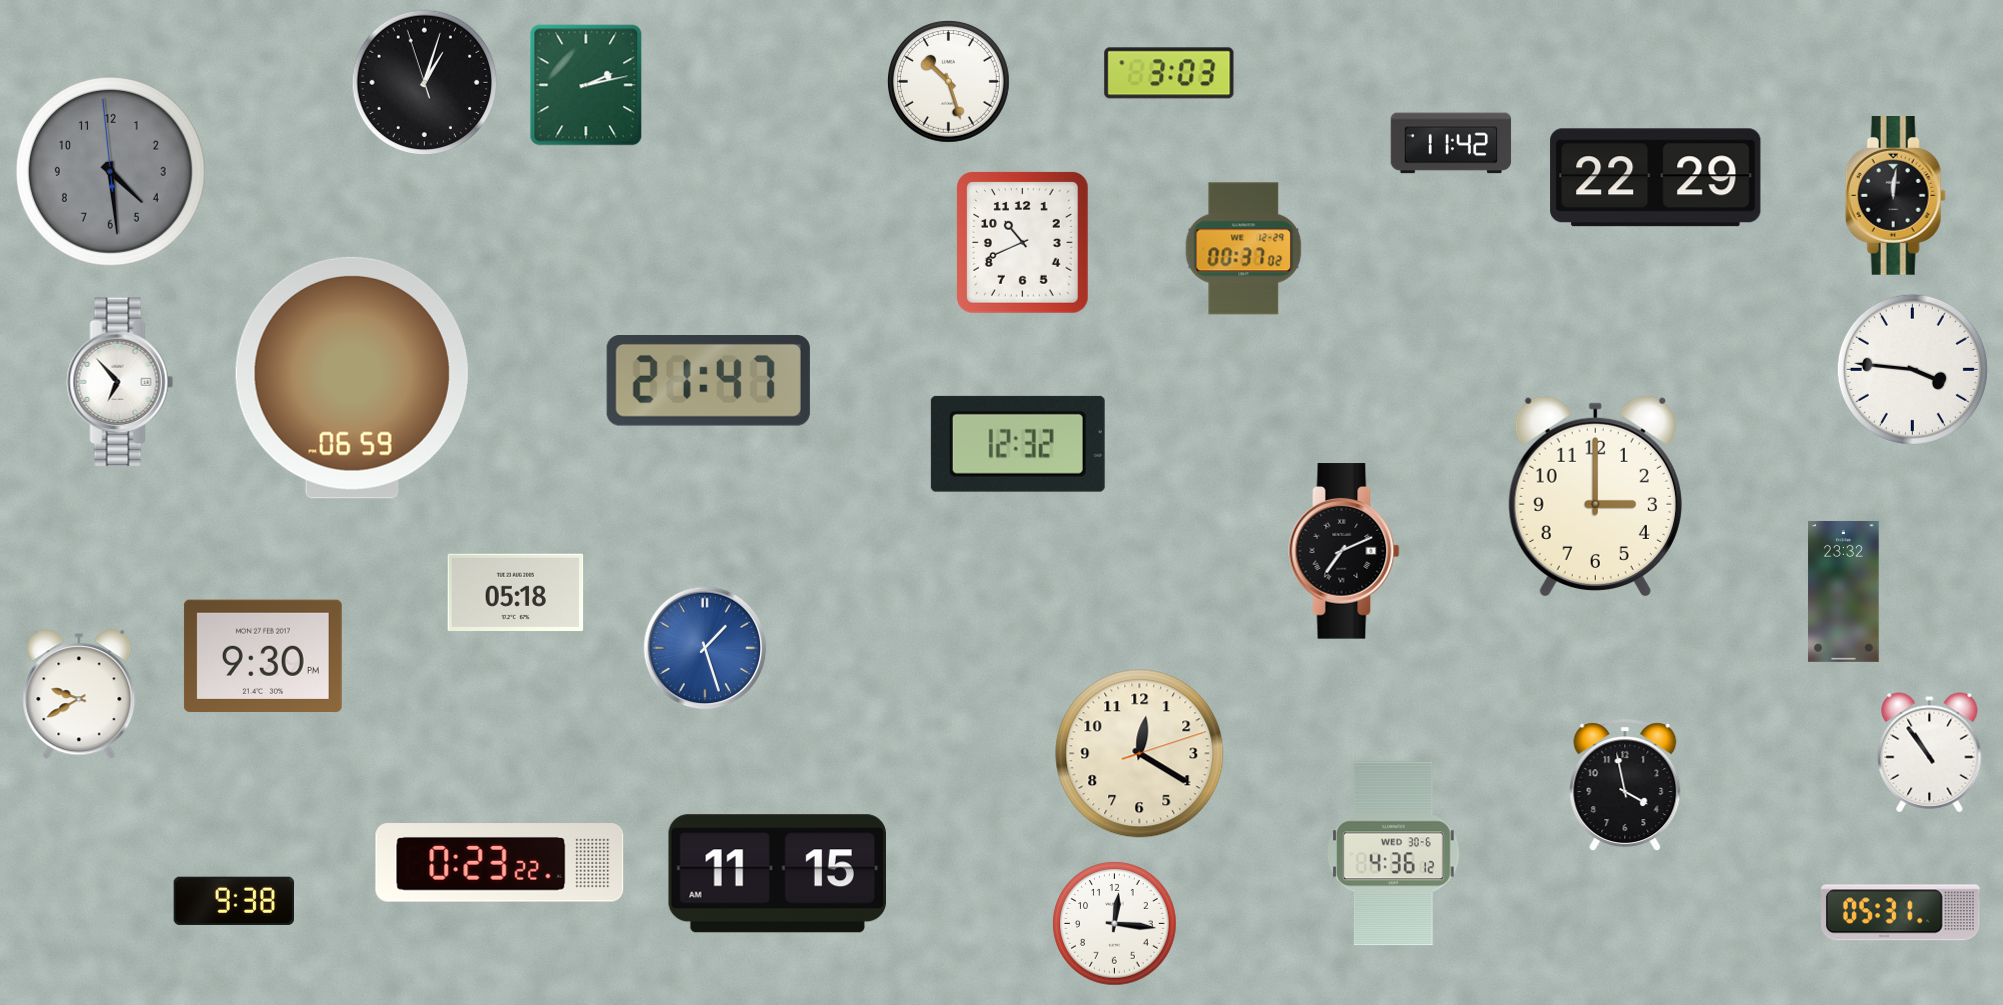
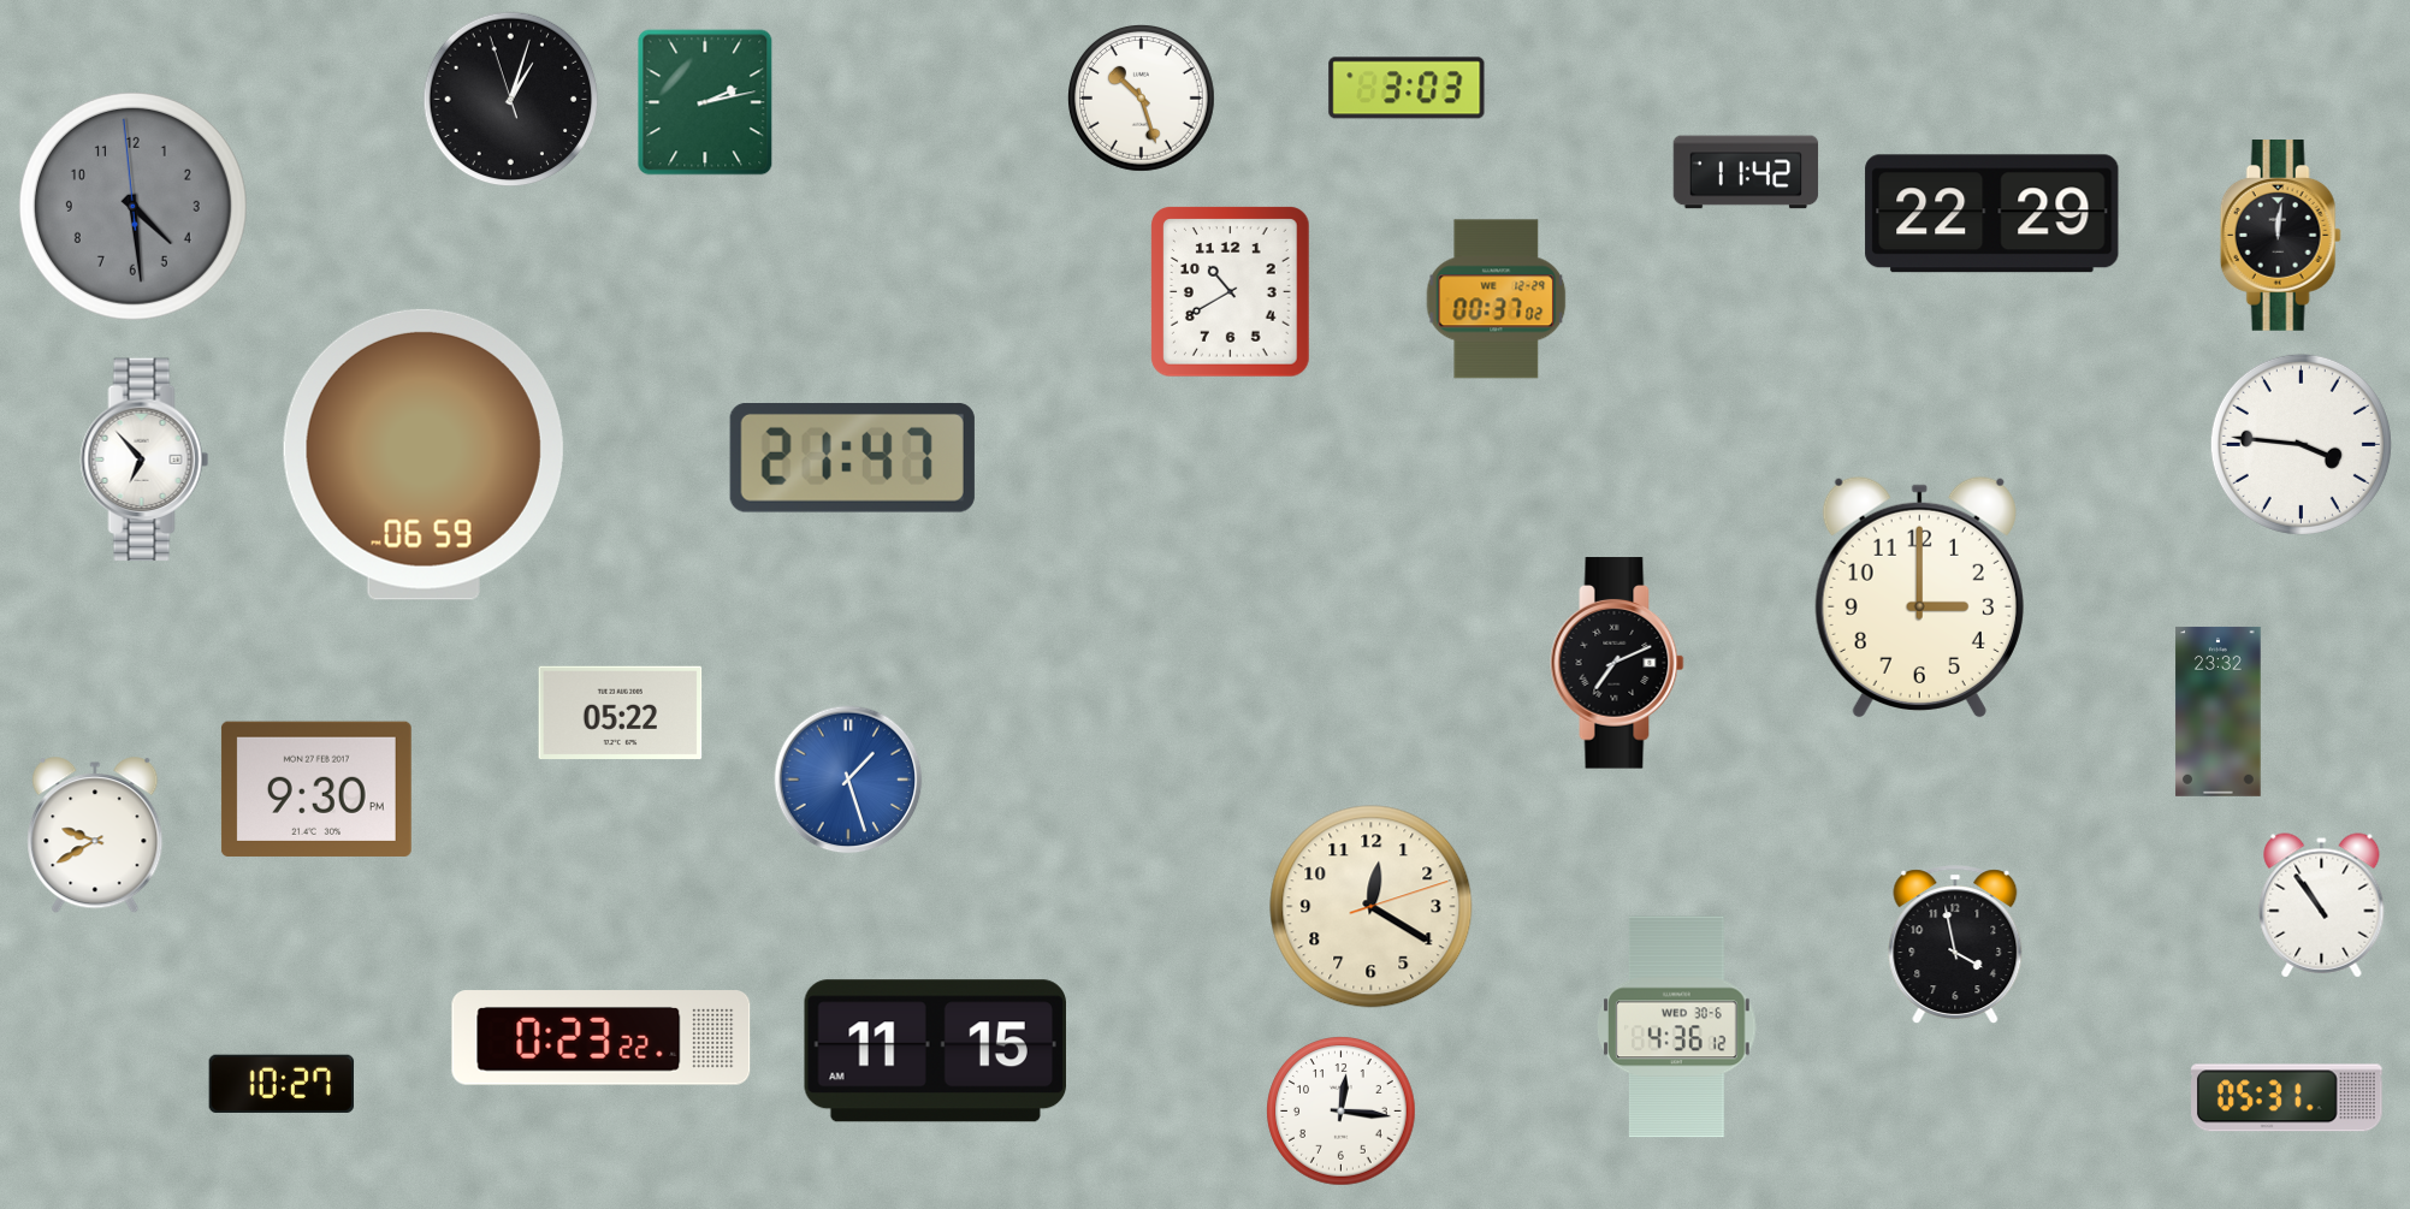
clock at (1023, 243): 10:41 -> 10:40
clock at (1018, 444): 12:32 -> none
clock at (516, 593): 05:18 -> 05:22
clock at (233, 901): 9:38 -> 10:27
